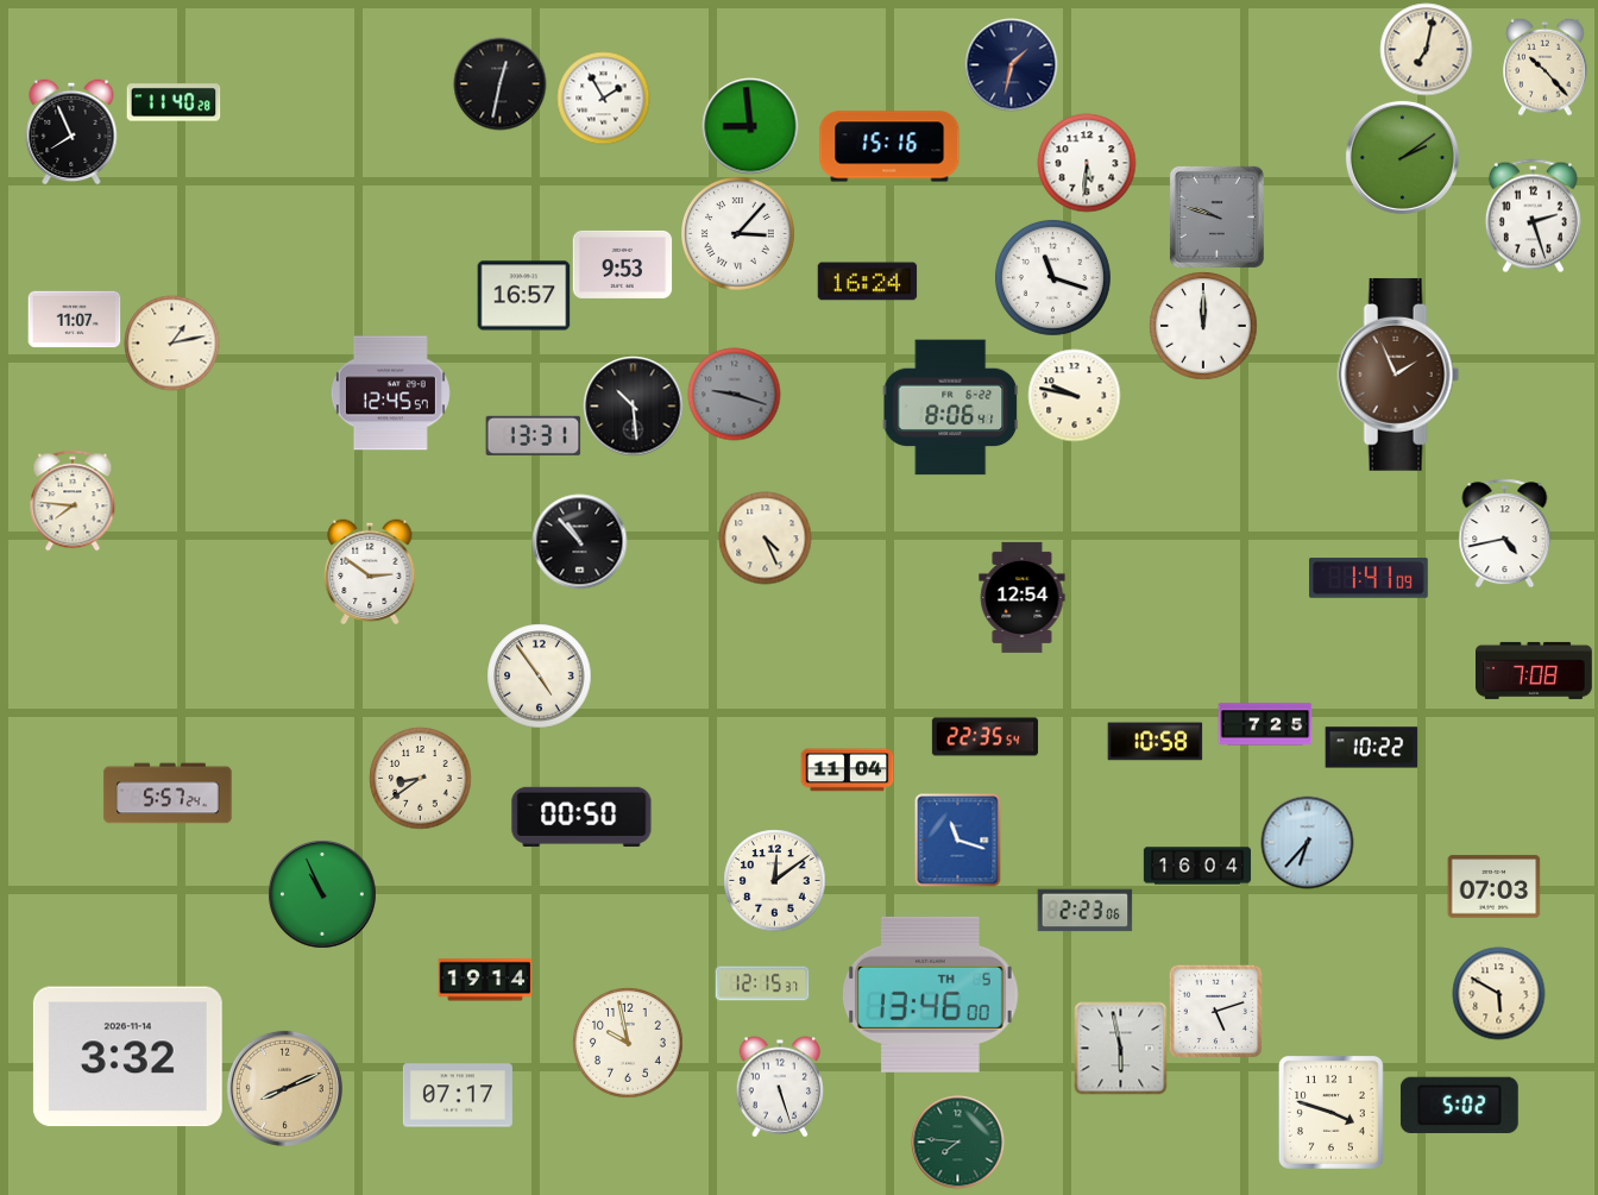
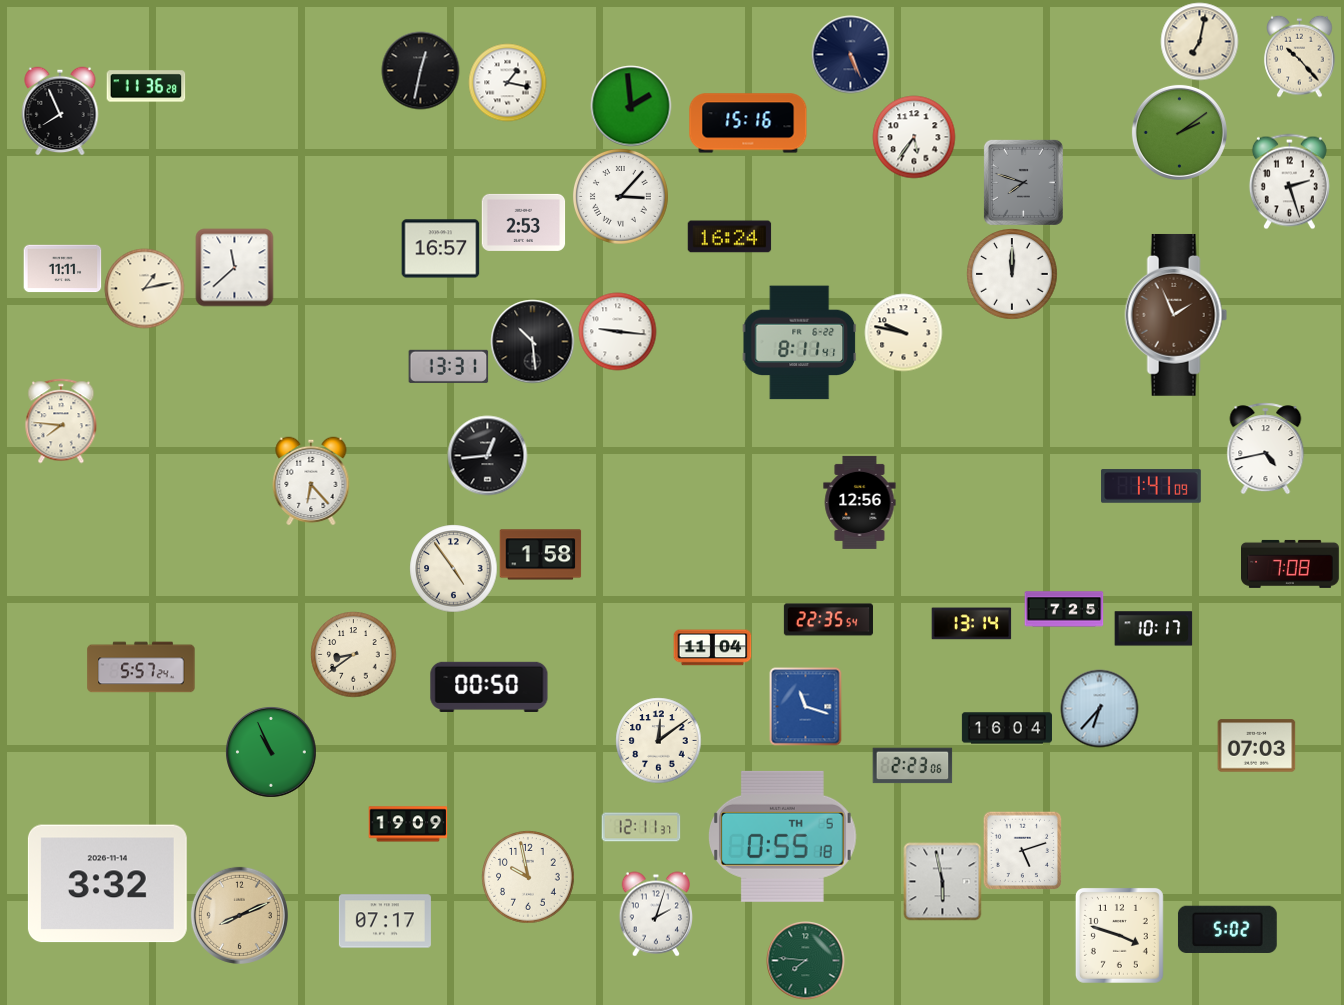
clock at (1011, 64): 1:32 -> 5:26
clock at (603, 98): 1:55 -> 1:17
clock at (174, 102): 11:40 -> 11:36
clock at (750, 126): 8:59 -> 1:59
clock at (1087, 163): 5:31 -> 5:36
clock at (1216, 216): 9:48 -> 7:48
clock at (622, 264): 9:53 -> 2:53
clock at (1052, 277): 11:18 -> none
clock at (234, 267): none -> 11:38
clock at (74, 320): 11:07 -> 11:11
clock at (390, 394): 12:45 -> none
clock at (734, 394): 9:18 -> 9:16
clock at (734, 394) dial: grey -> white
clock at (950, 408): 8:06 -> 8:11
clock at (765, 537): 4:26 -> none
clock at (579, 541): 10:53 -> 12:44
clock at (370, 572): 2:51 -> 6:23
clock at (1023, 597): 12:54 -> 12:56
clock at (540, 555): none -> 1:58
clock at (1155, 742): 10:58 -> 13:14
clock at (1371, 748): 10:22 -> 10:17
clock at (774, 880) position: (774, 880) -> (658, 740)
clock at (485, 980): 19:14 -> 19:09
clock at (762, 983): 12:15 -> 12:11
clock at (1498, 993): 5:50 -> none
clock at (931, 994): 13:46 -> 0:55
clock at (127, 1057) position: (127, 1057) -> (107, 884)
clock at (779, 1087): 5:27 -> 2:03
